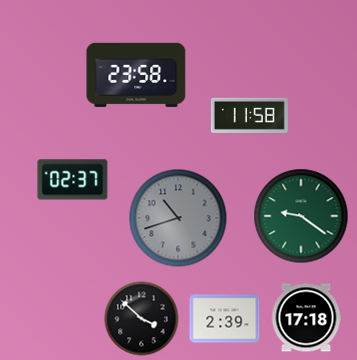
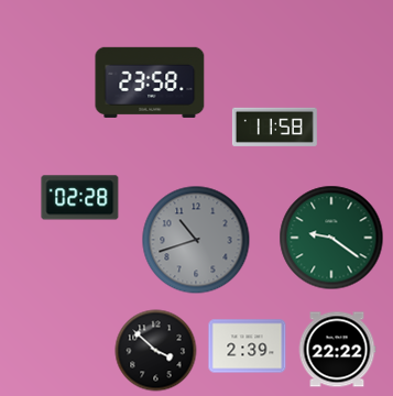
clock at (73, 180): 02:37 -> 02:28
clock at (306, 318): 17:18 -> 22:22
clock at (225, 319) position: (225, 319) -> (248, 346)
